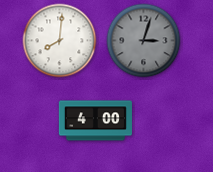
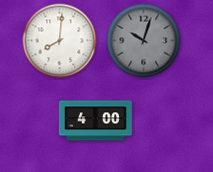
clock at (144, 41): 3:03 -> 10:03
